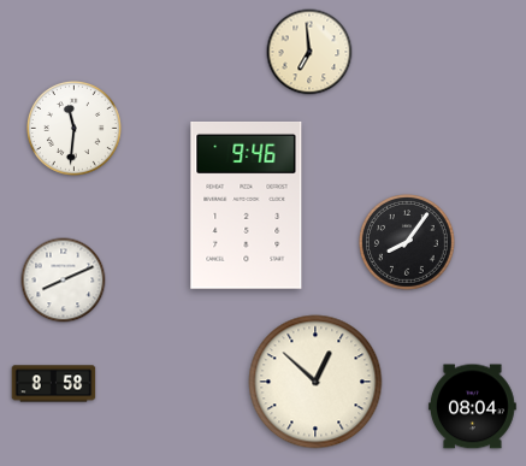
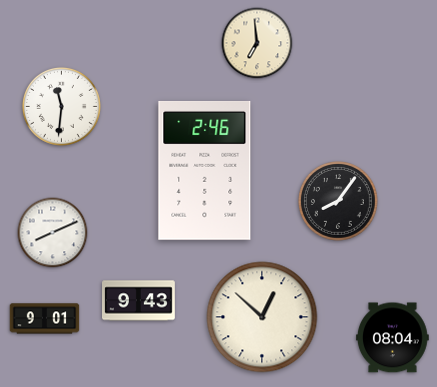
clock at (247, 205): 9:46 -> 2:46
clock at (139, 301): none -> 9:43
clock at (54, 384): 8:58 -> 9:01
